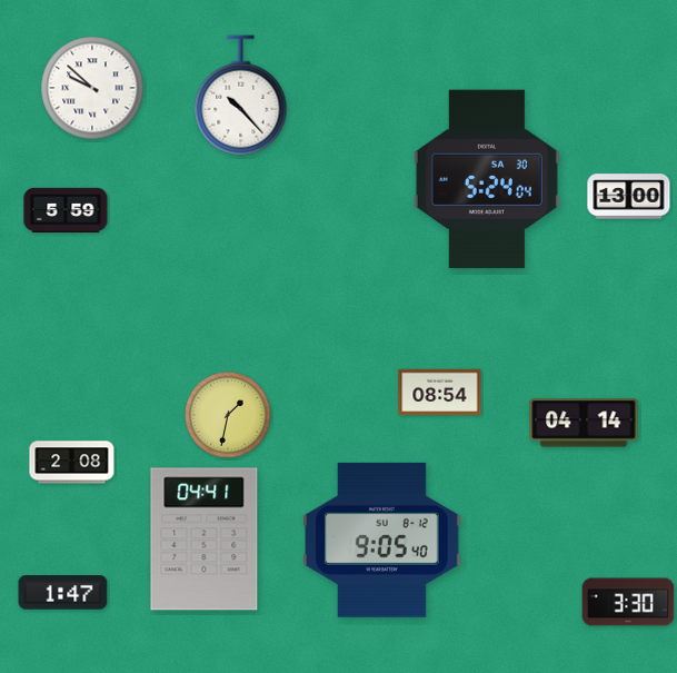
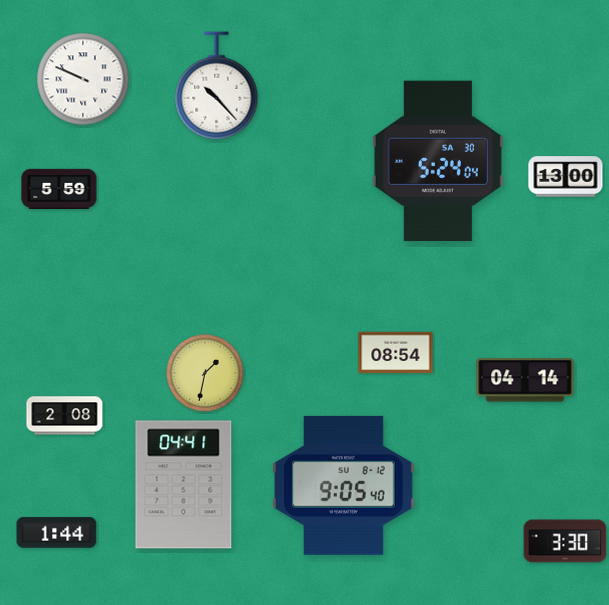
clock at (92, 88): 9:52 -> 9:49
clock at (63, 593): 1:47 -> 1:44
